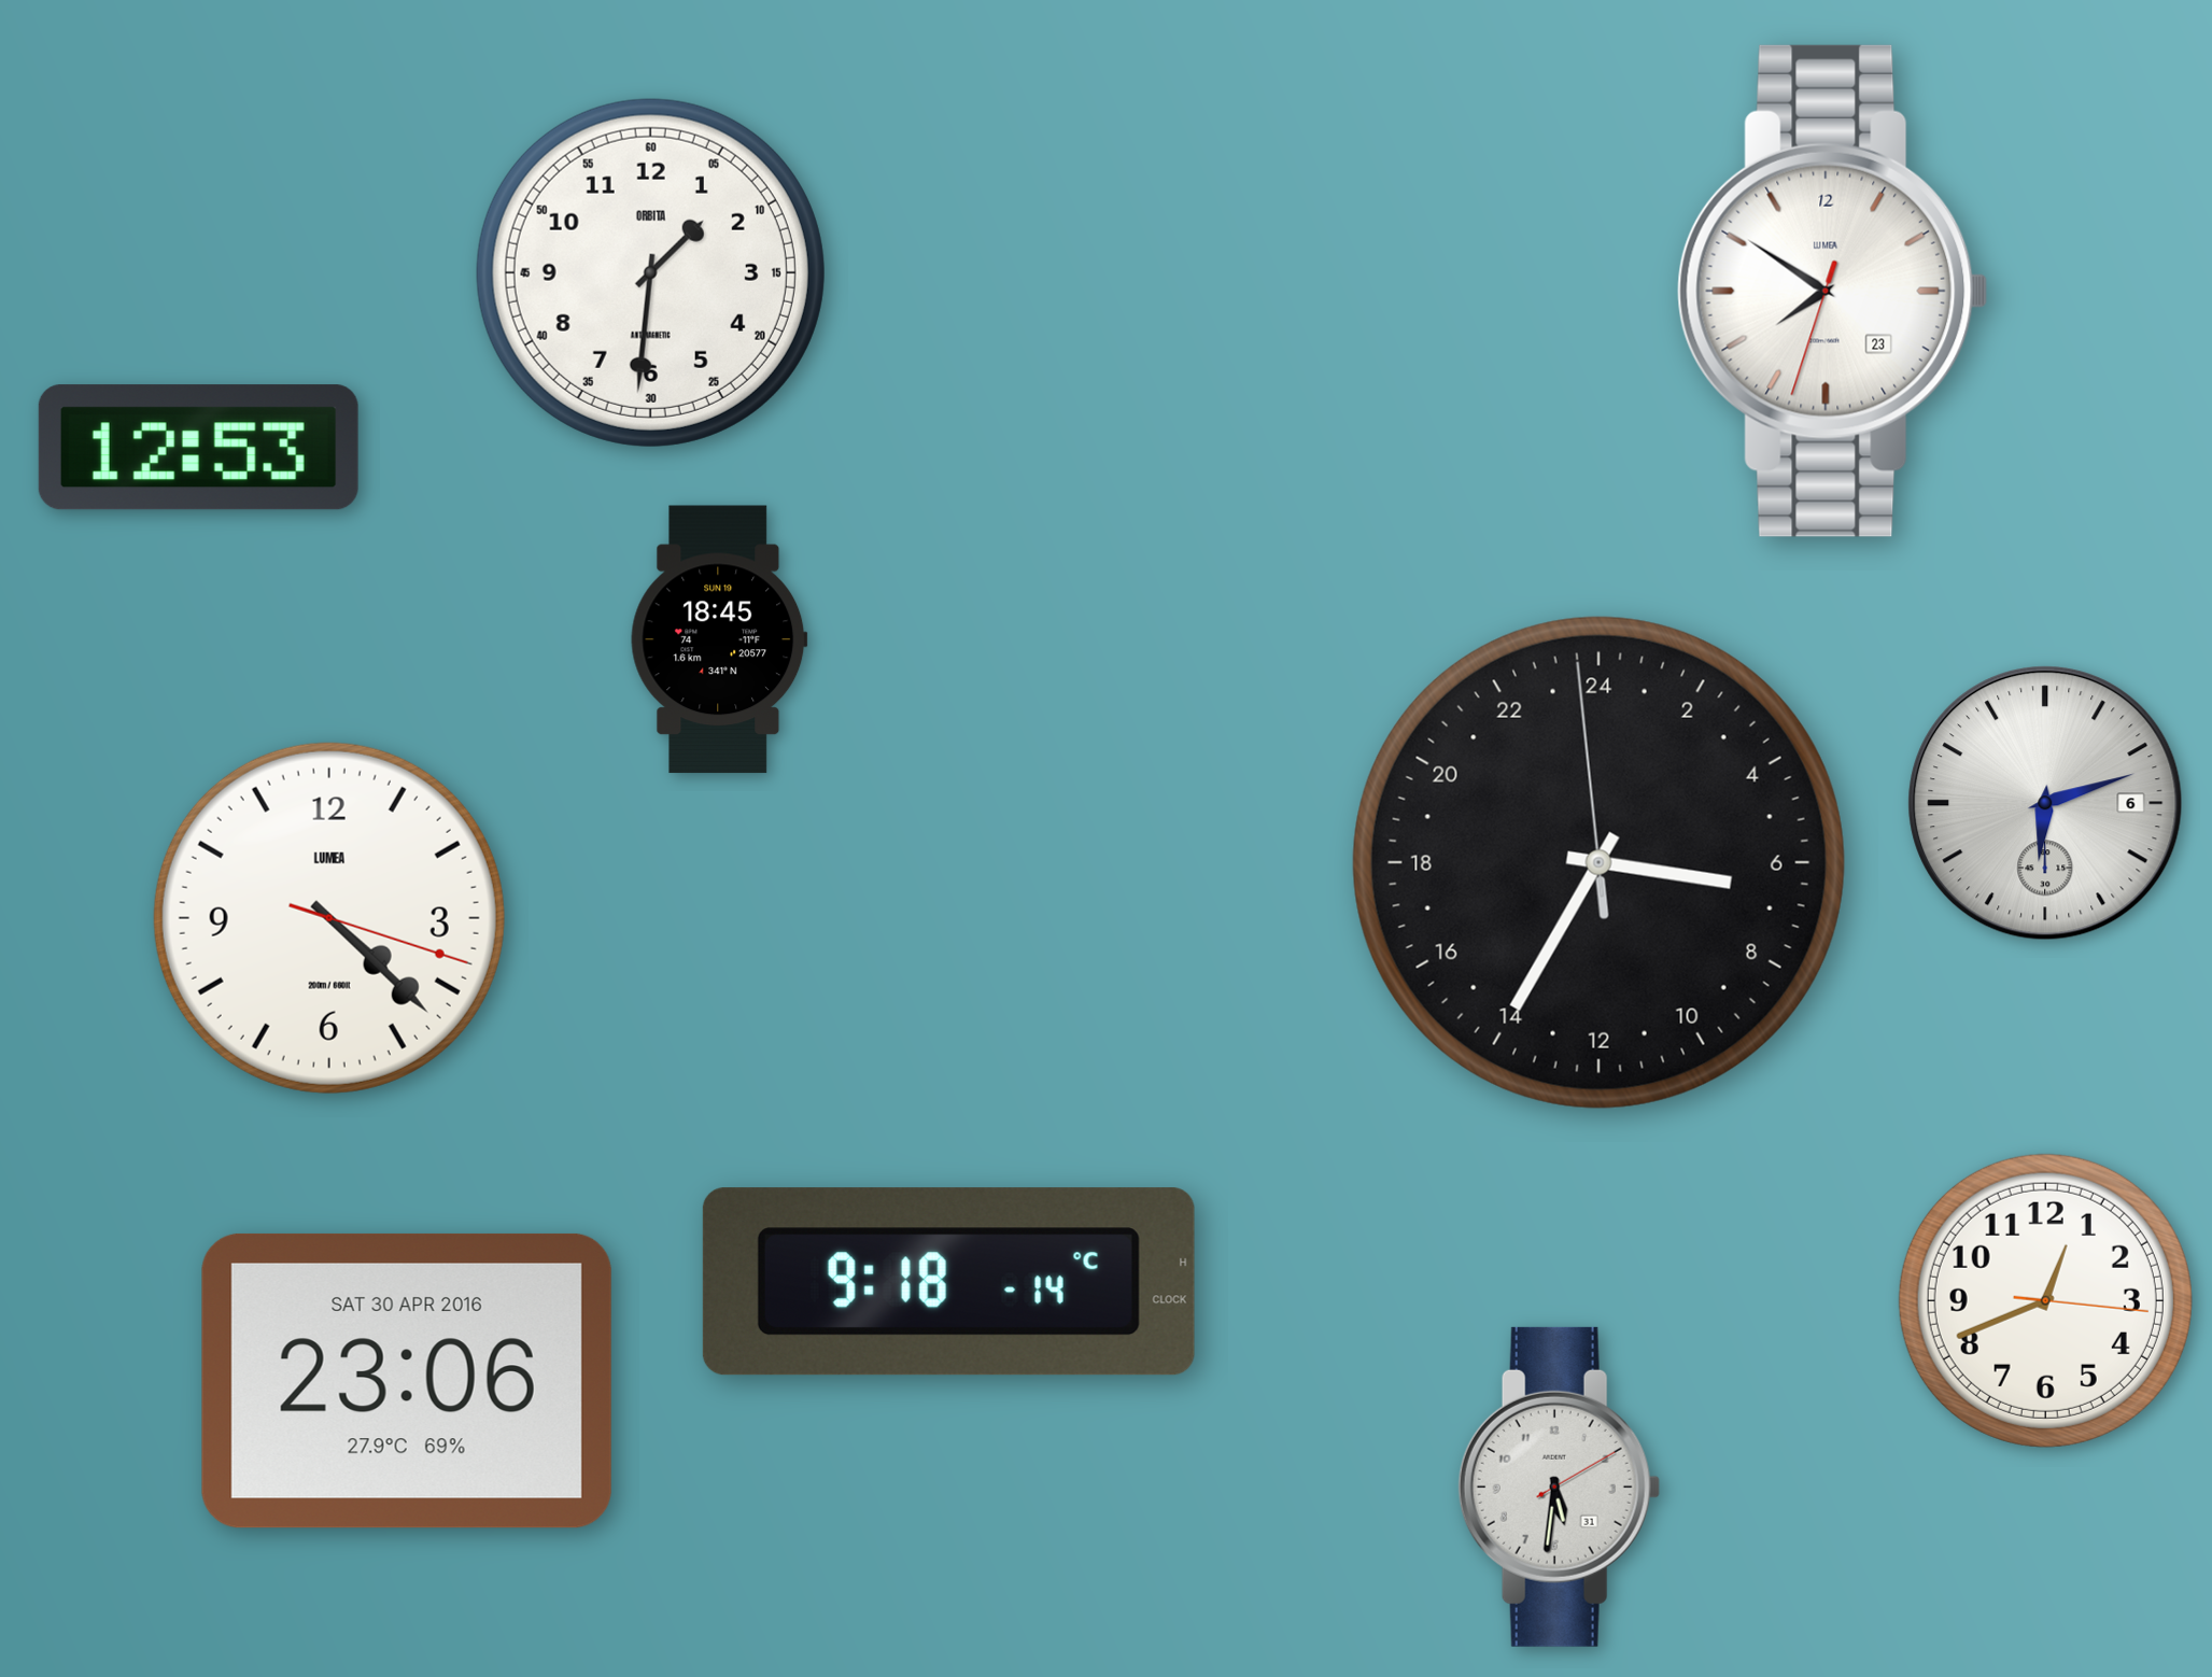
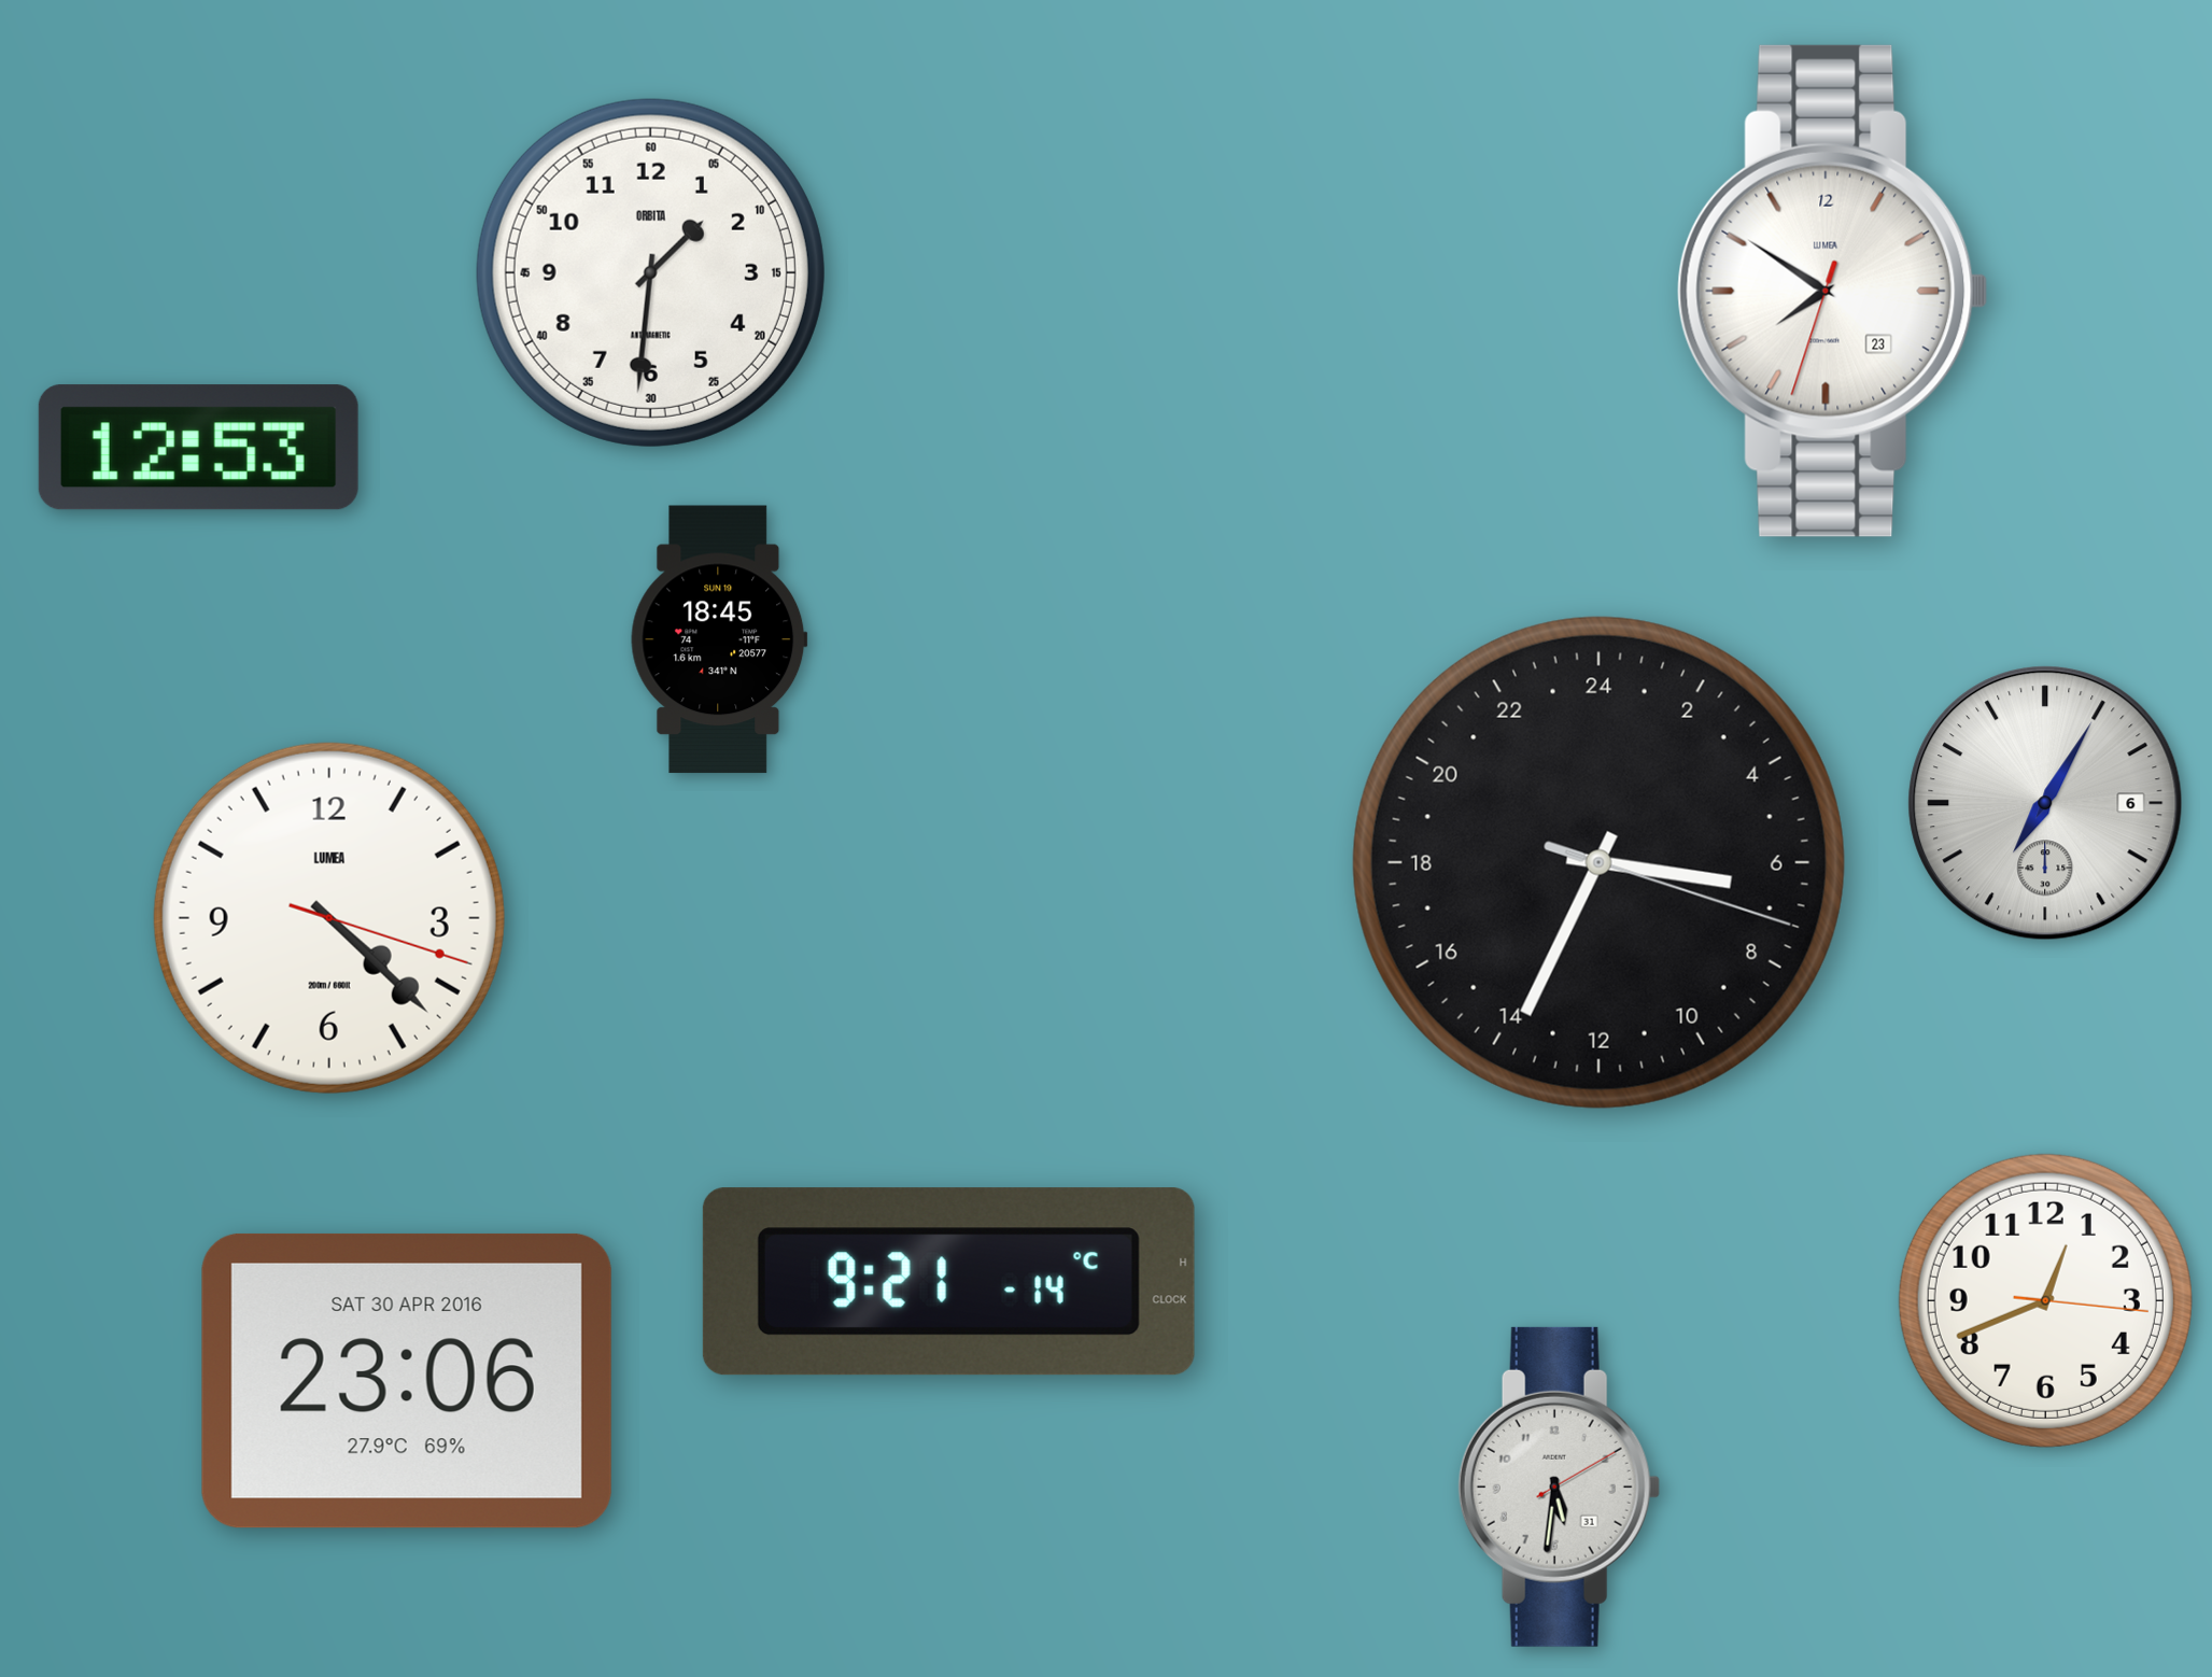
clock at (2045, 803): 6:12 -> 7:05
clock at (1598, 862): 6:34:59 -> 6:34:18
clock at (948, 1282): 9:18 -> 9:21
